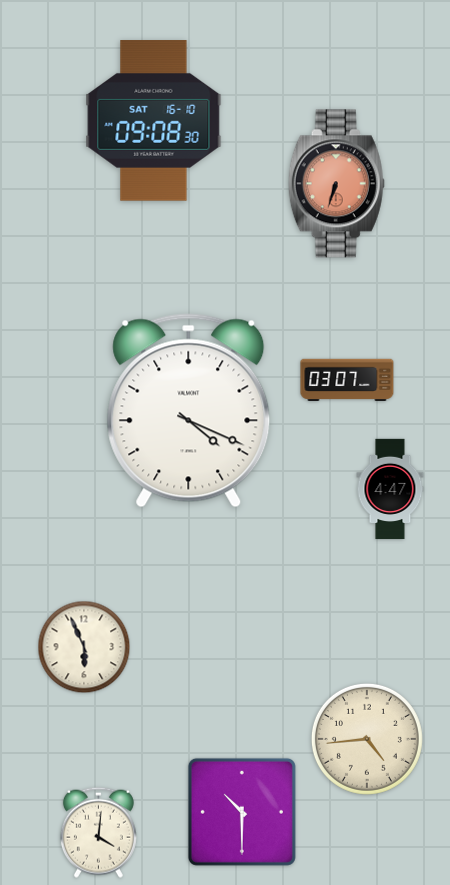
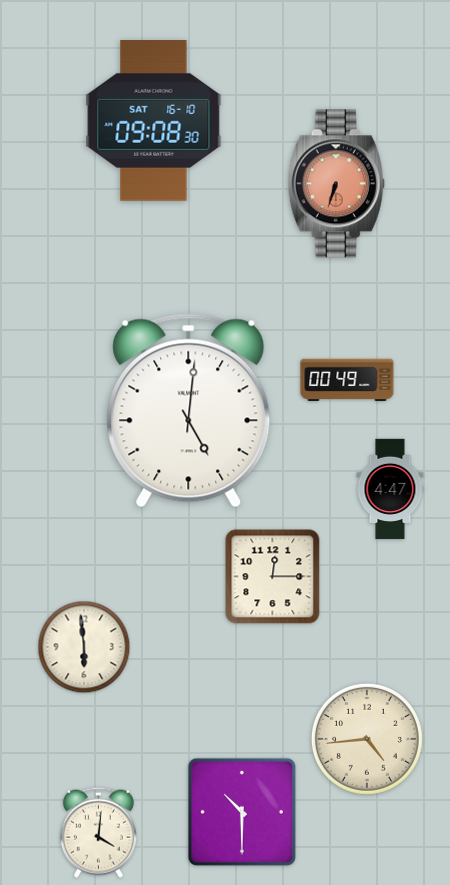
clock at (347, 379): 03:07 -> 00:49
clock at (189, 411): 4:19 -> 5:01
clock at (273, 577): none -> 12:15
clock at (84, 647): 5:56 -> 5:59
